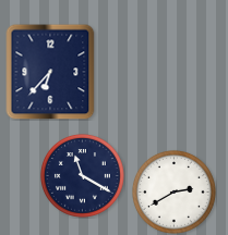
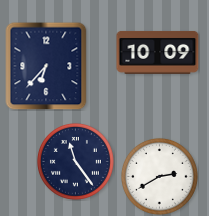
clock at (158, 52): none -> 10:09
clock at (82, 175): 11:20 -> 11:24
